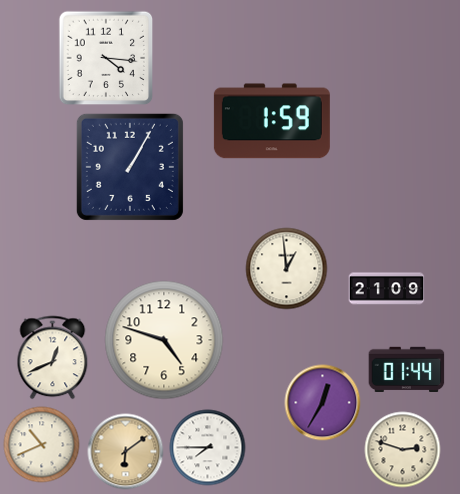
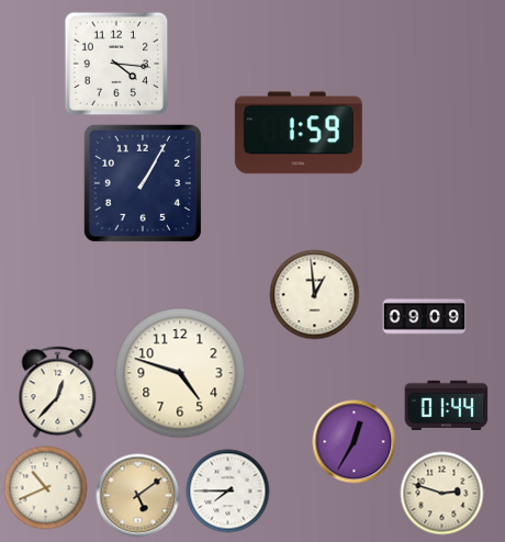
clock at (387, 289): 21:09 -> 09:09
clock at (53, 358): 12:41 -> 12:37
clock at (126, 452): 6:09 -> 5:09
